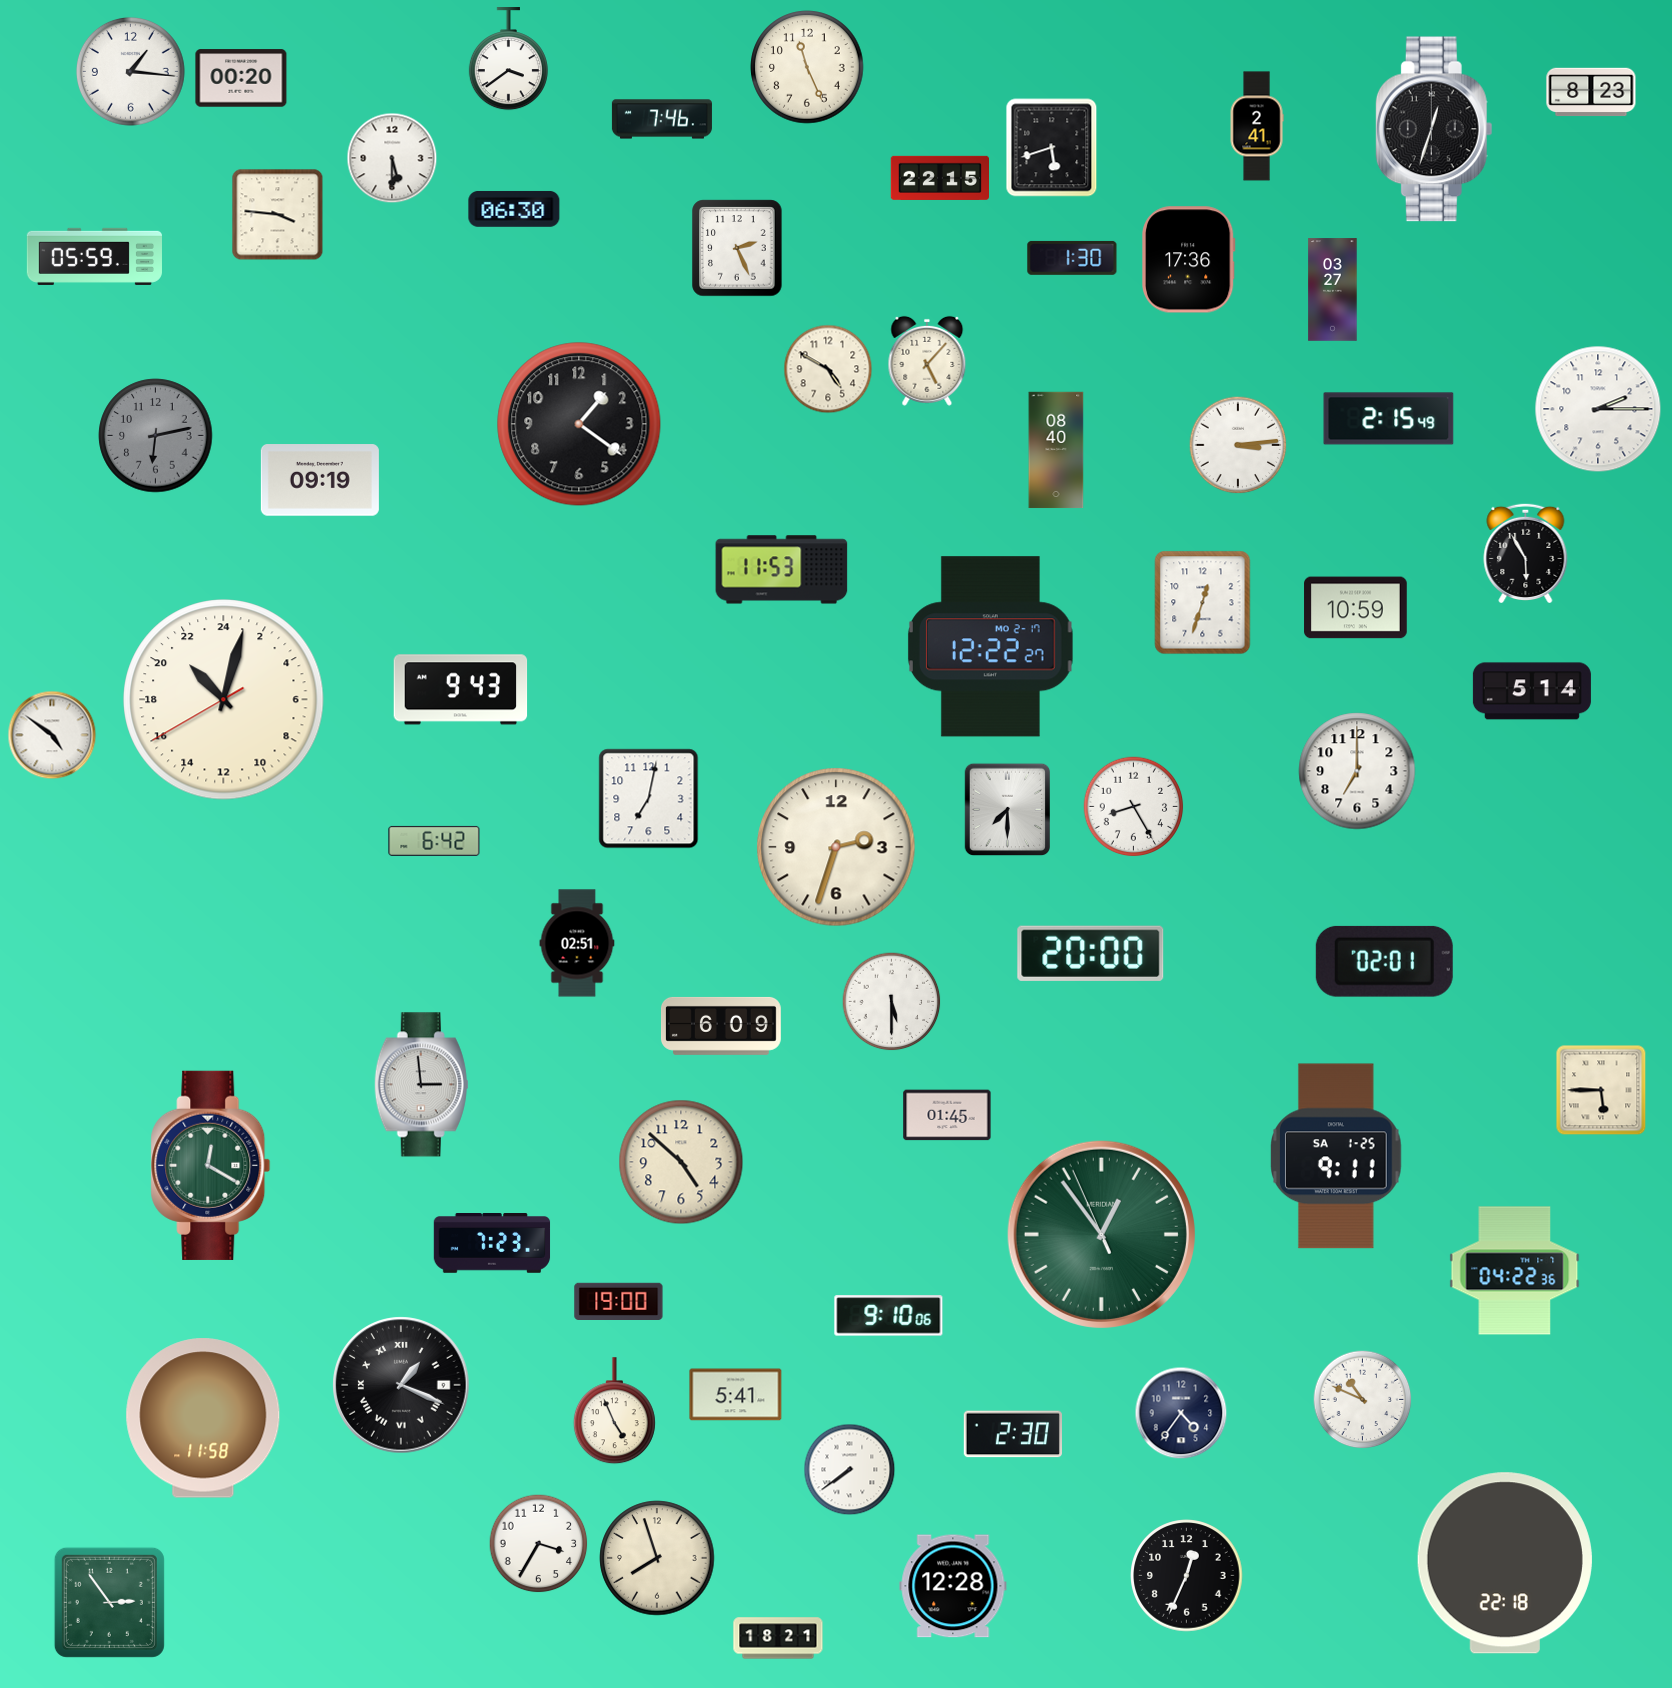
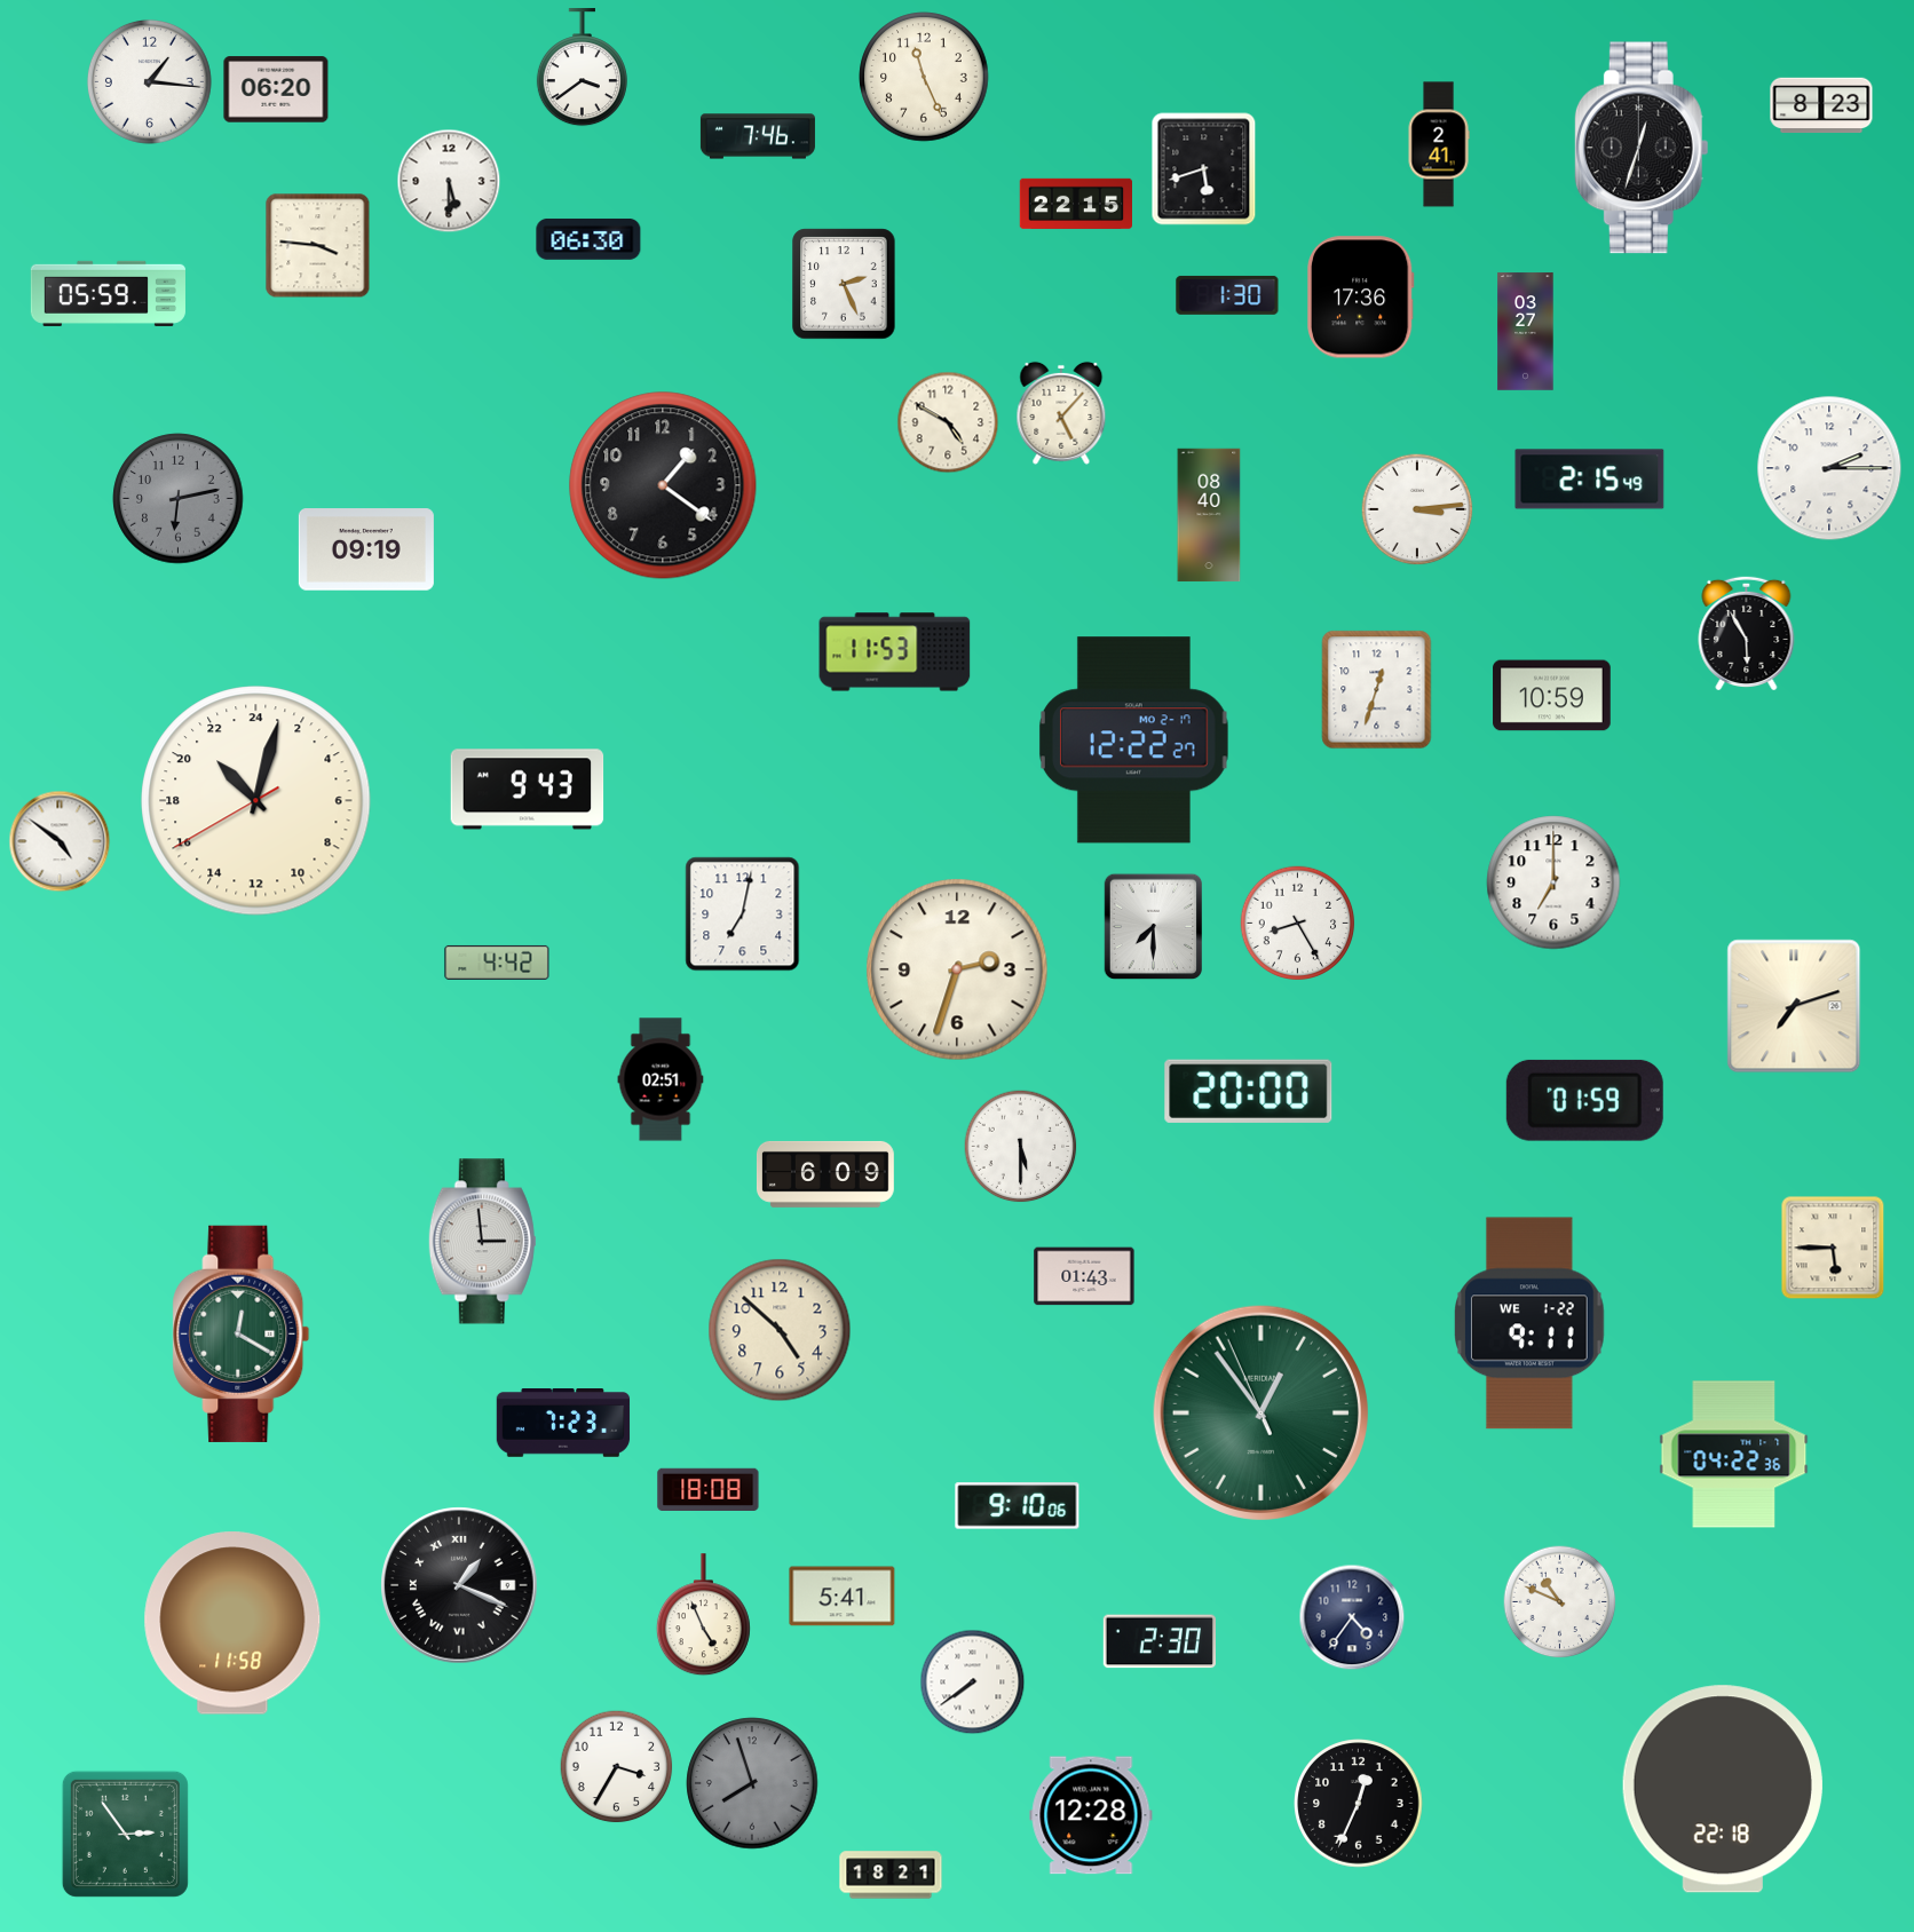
clock at (241, 78): 00:20 -> 06:20
clock at (1532, 691): 5:14 -> none
clock at (434, 841): 6:42 -> 4:42
clock at (1794, 1006): none -> 7:12
clock at (1384, 961): 02:01 -> 01:59
clock at (947, 1115): 01:45 -> 01:43
clock at (1337, 1156) date: SA 1-25 -> WE 1-22
clock at (619, 1301): 19:00 -> 18:08
clock at (657, 1558) dial: cream -> grey
